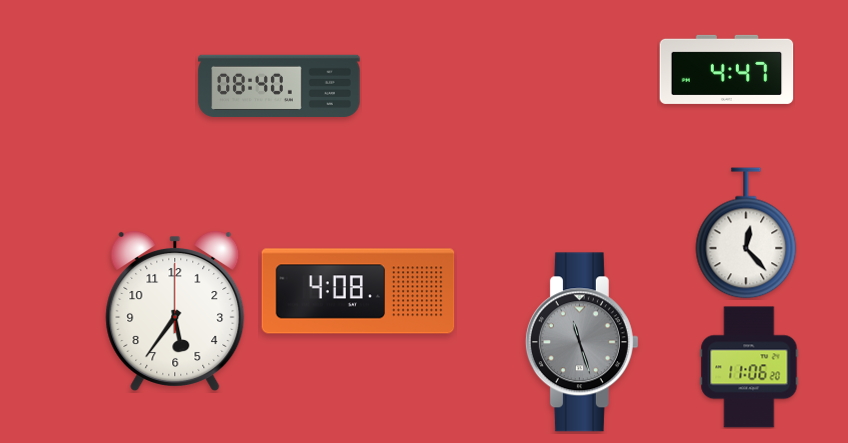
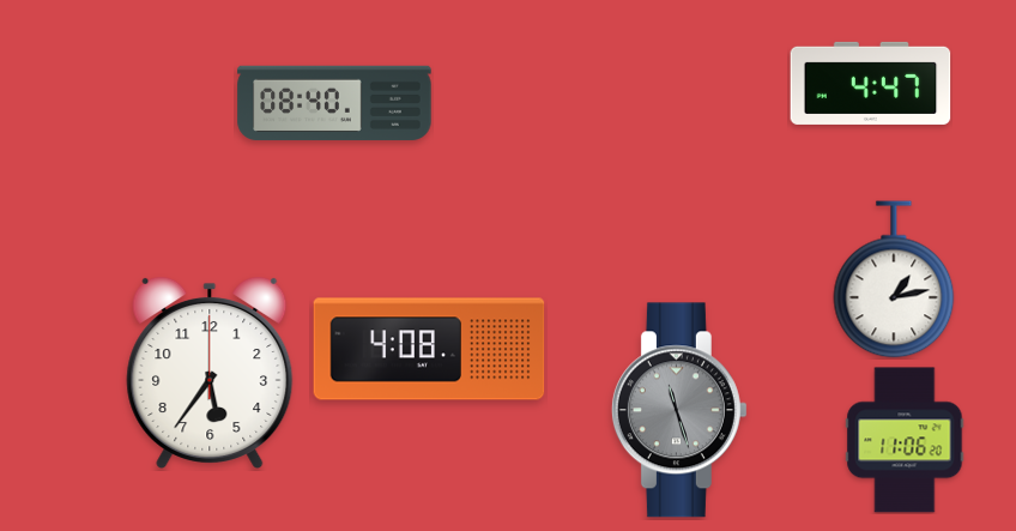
clock at (746, 233): 12:23 -> 1:13
clock at (582, 342) position: (582, 342) -> (679, 410)
clock at (749, 367) position: (749, 367) -> (905, 440)
